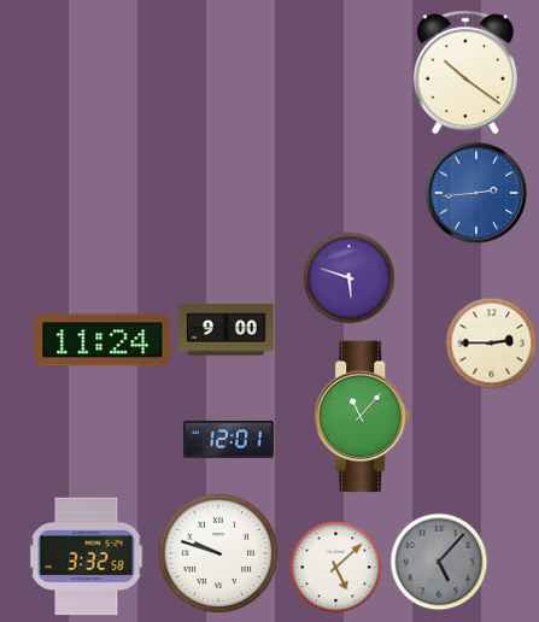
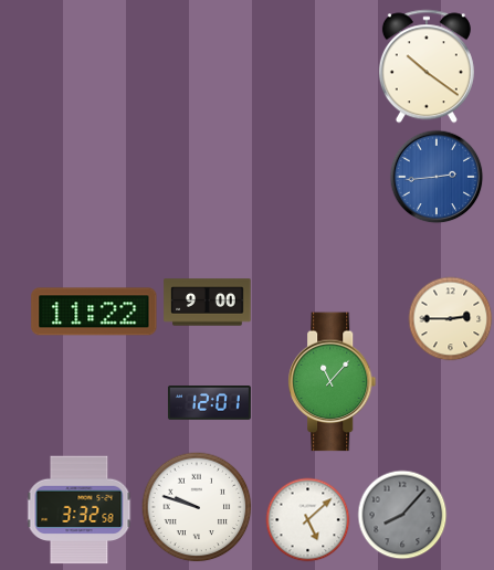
clock at (350, 278): 5:48 -> none
clock at (102, 340): 11:24 -> 11:22
clock at (492, 344) position: (492, 344) -> (451, 319)
clock at (218, 553) position: (218, 553) -> (197, 507)
clock at (439, 562): 5:07 -> 8:07
